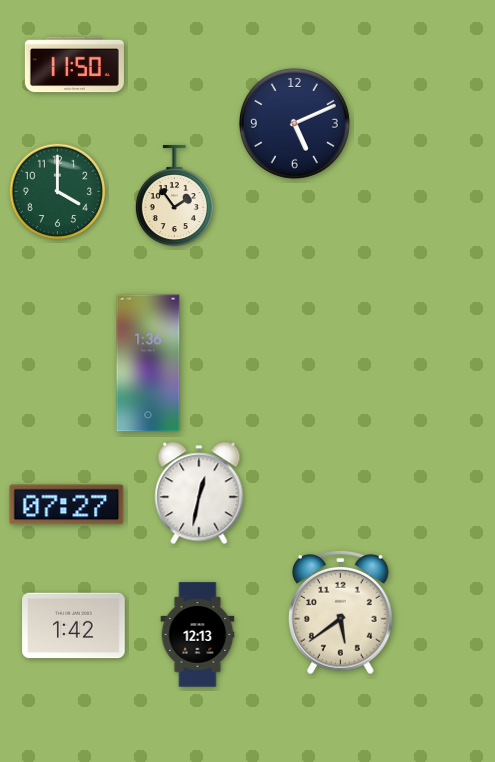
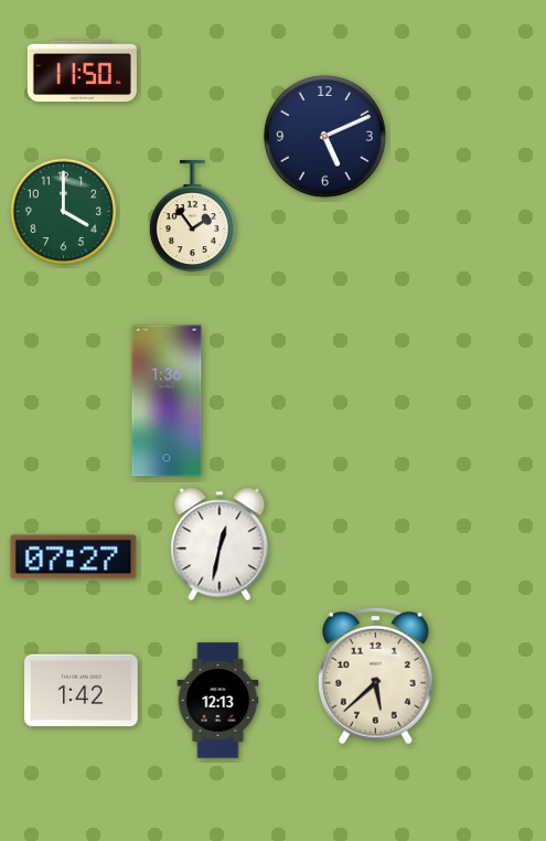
clock at (148, 363) position: (148, 363) -> (167, 401)
clock at (341, 612): 5:39 -> 5:38
